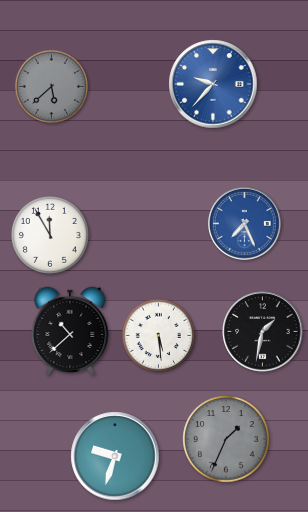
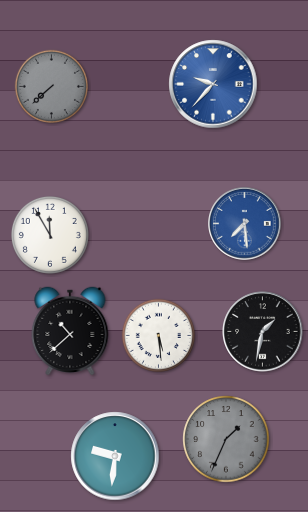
clock at (51, 86): 5:38 -> 7:38
clock at (245, 224): 7:26 -> 7:29
clock at (115, 456): 9:33 -> 9:31
